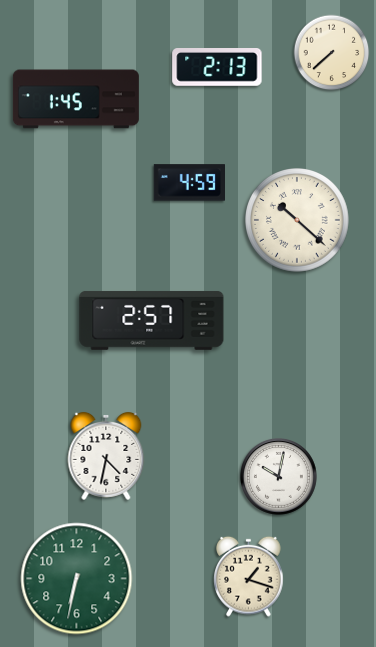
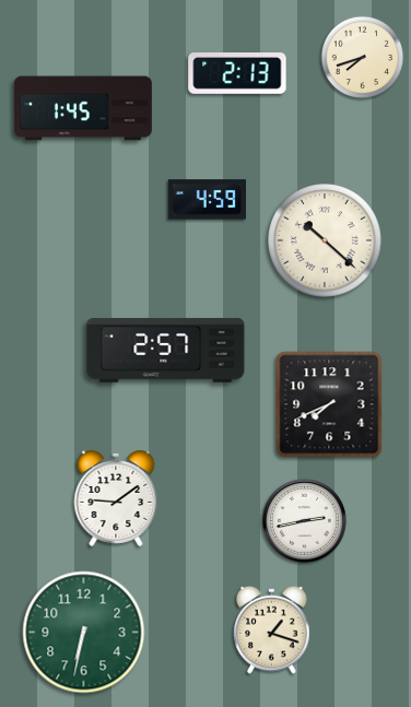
clock at (332, 53): 7:38 -> 7:42
clock at (329, 404): none -> 7:41
clock at (106, 456): 4:32 -> 9:09
clock at (278, 476): 10:02 -> 2:43
